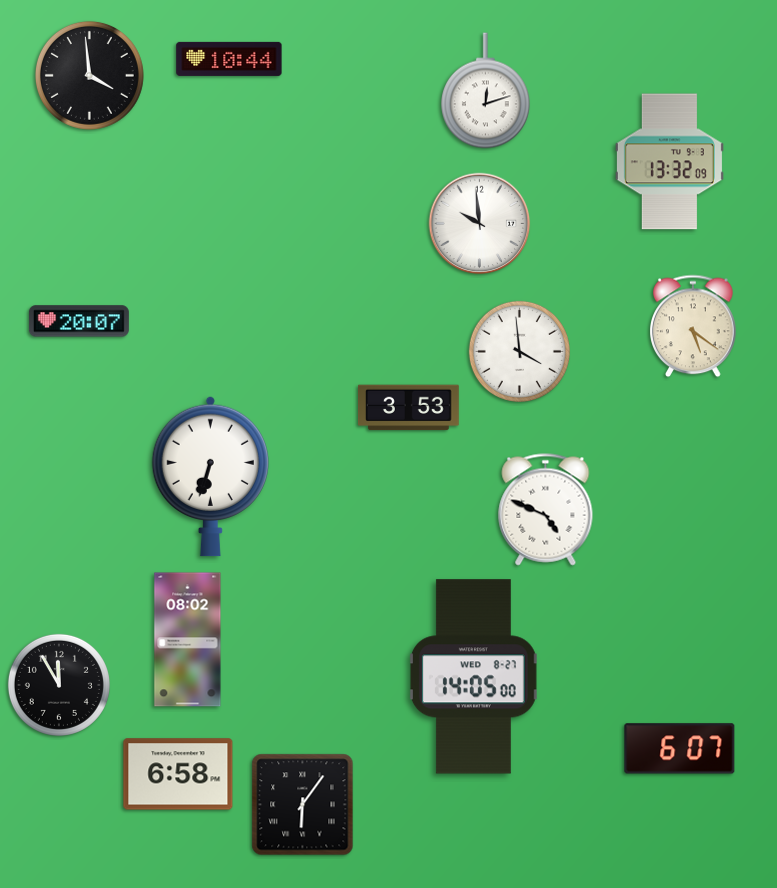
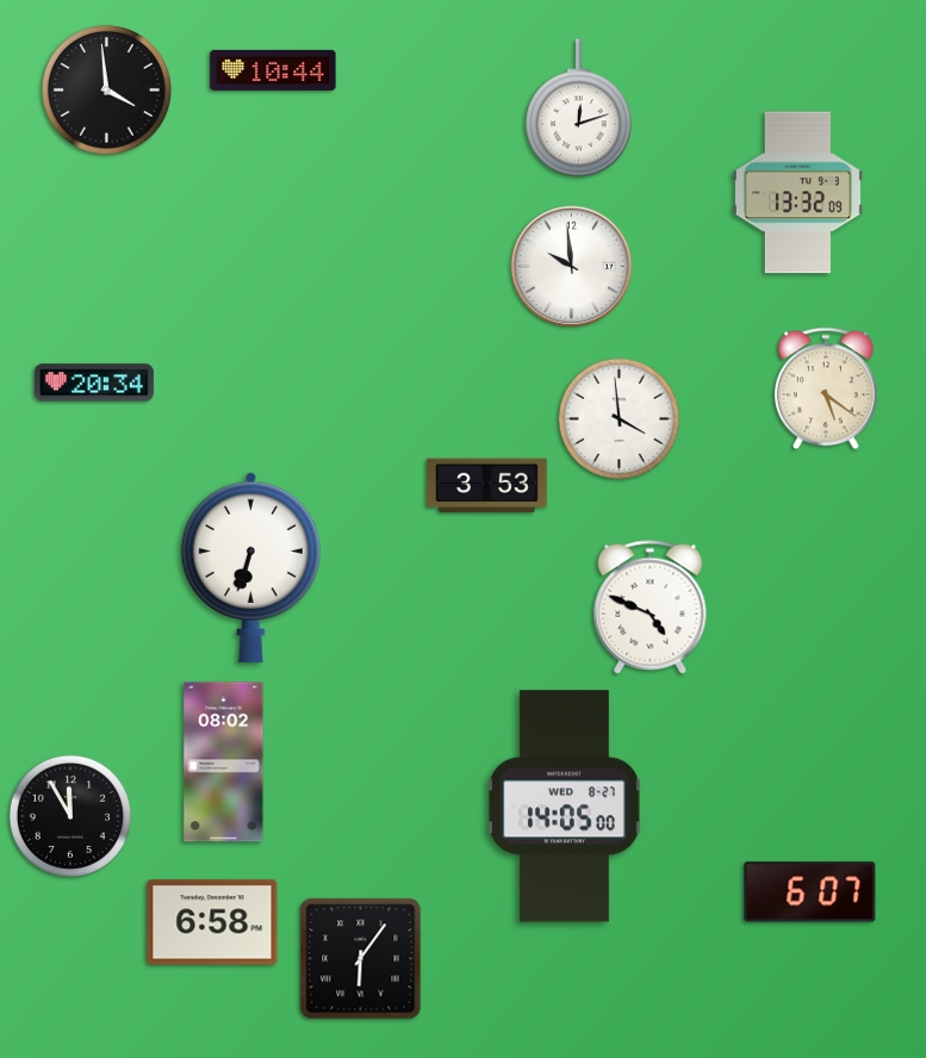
clock at (79, 321): 20:07 -> 20:34
